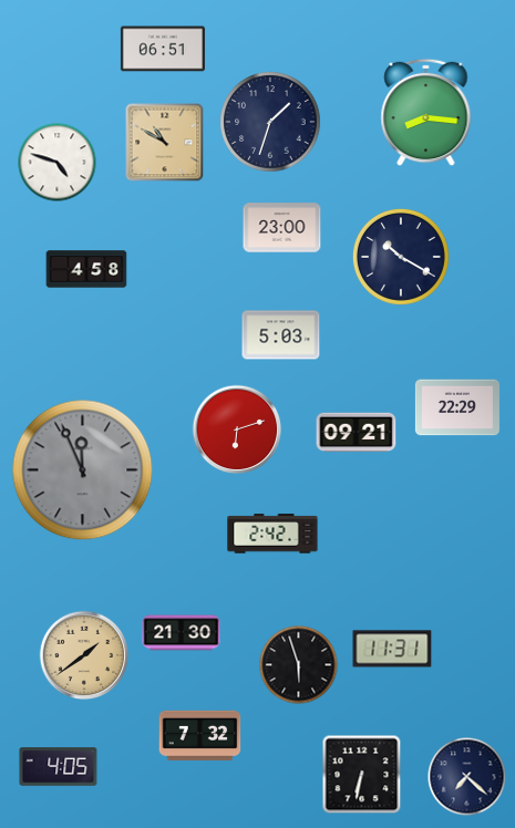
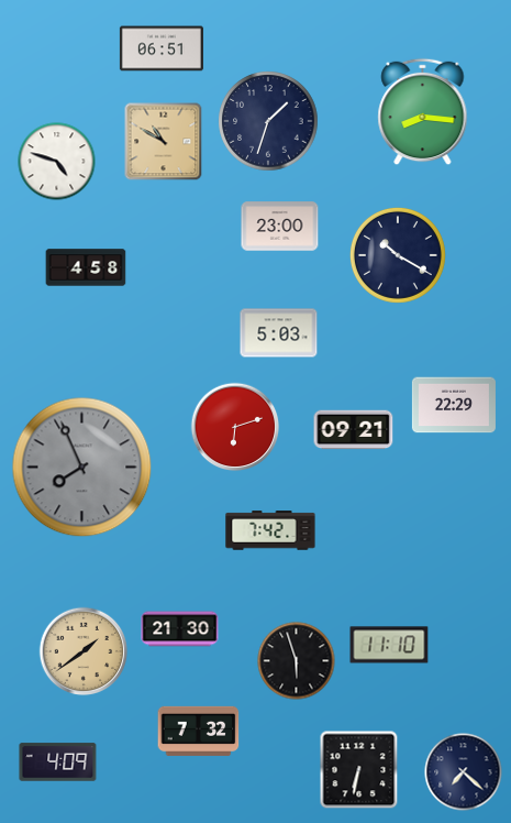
clock at (83, 470): 11:56 -> 7:56
clock at (272, 534): 2:42 -> 7:42
clock at (392, 649): 11:31 -> 11:10
clock at (59, 767): 4:05 -> 4:09
